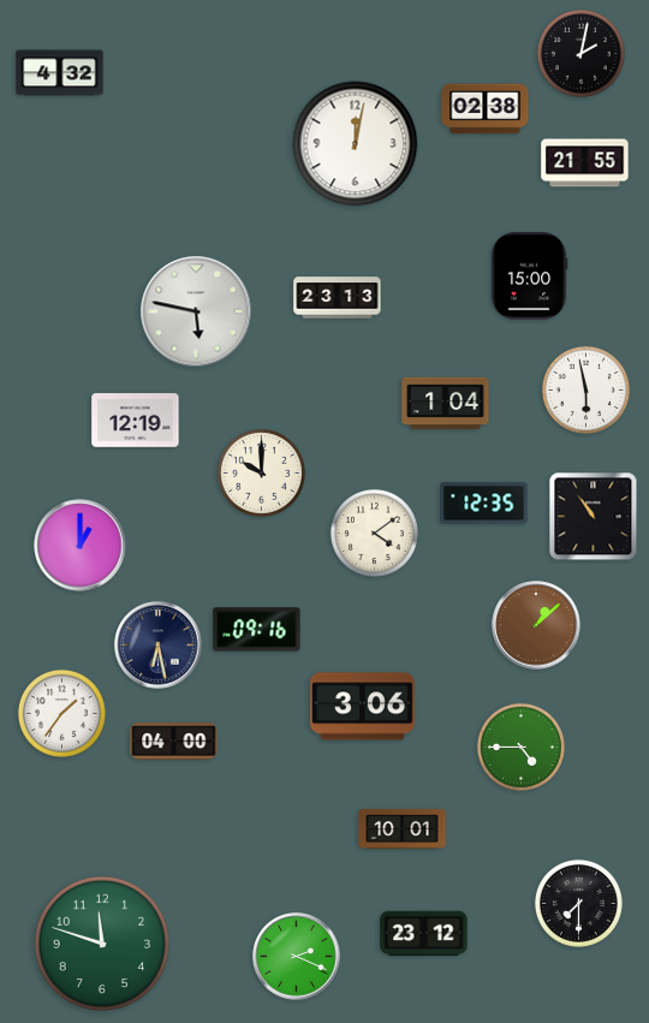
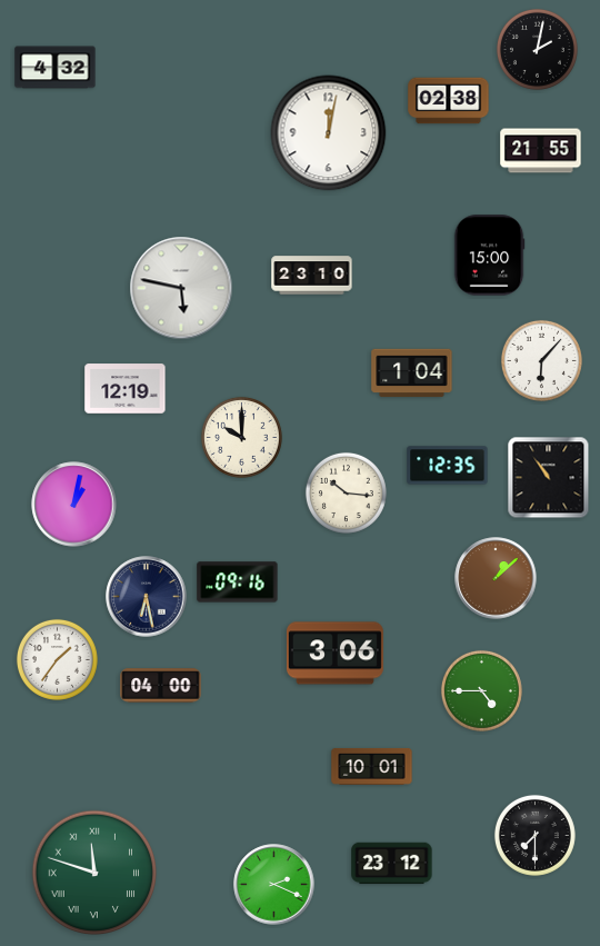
clock at (338, 298): 23:13 -> 23:10
clock at (585, 389): 5:58 -> 6:07
clock at (374, 533): 4:09 -> 10:16
clock at (81, 546): 1:00 -> 1:02
clock at (102, 944) numerals: Arabic -> Roman
